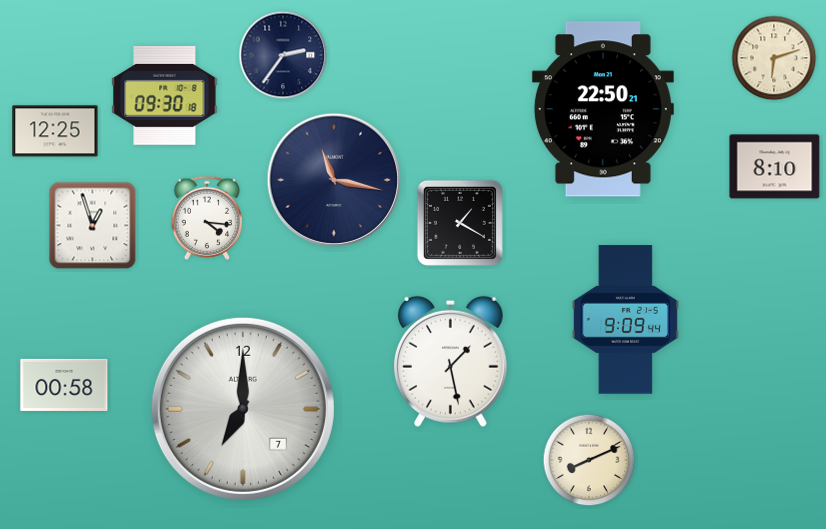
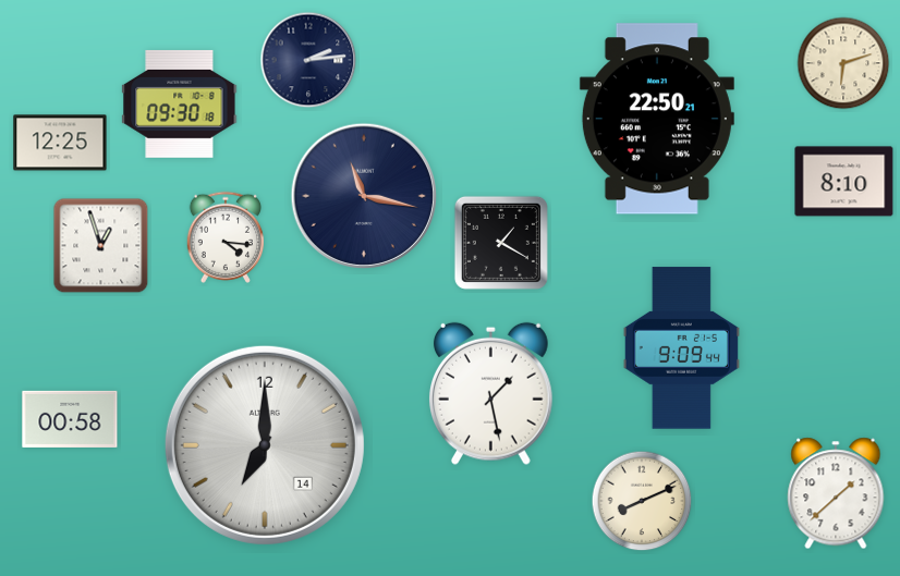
clock at (283, 55): 2:36 -> 2:14
clock at (243, 409) date: 7 -> 14
clock at (836, 493): none -> 1:38
